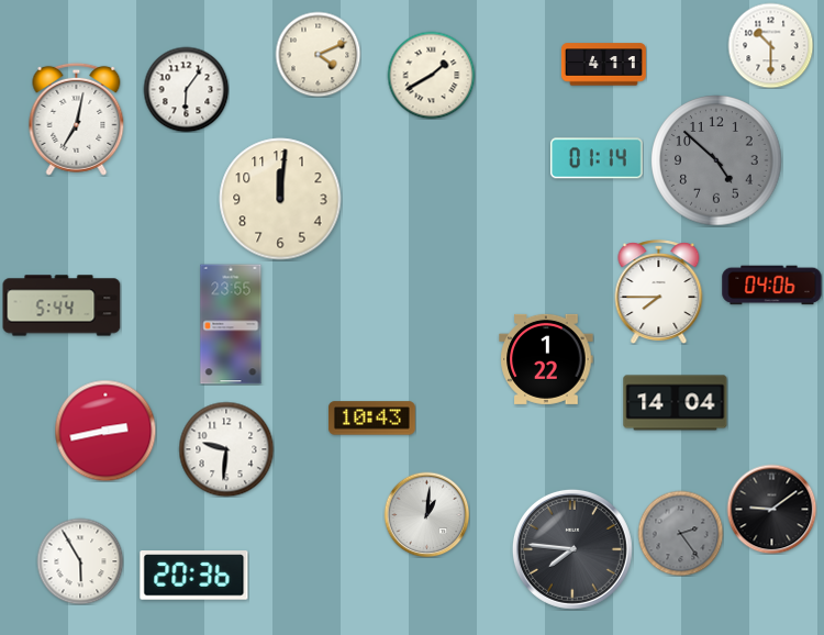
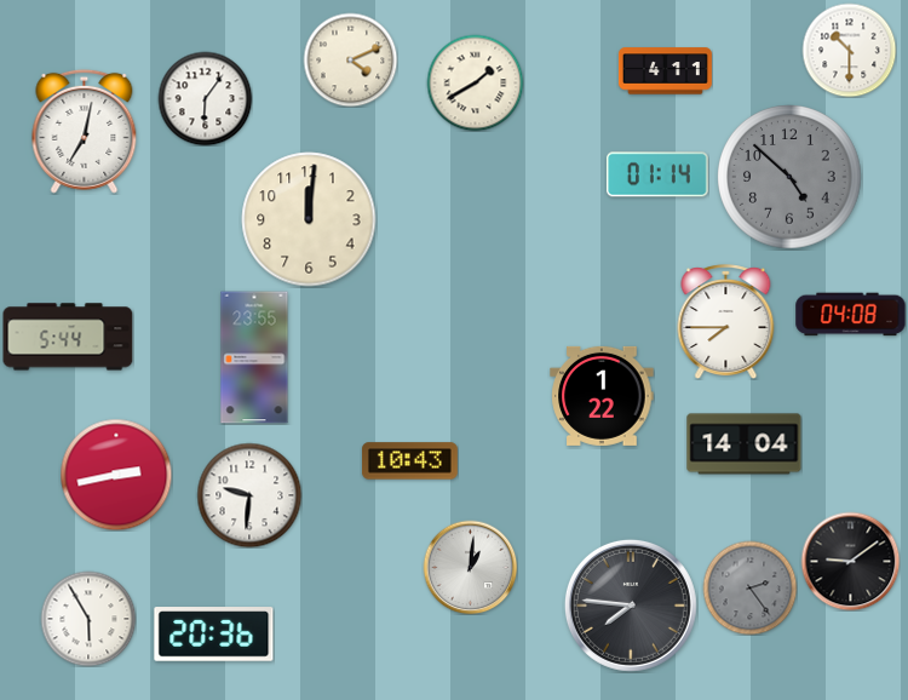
clock at (772, 286): 04:06 -> 04:08
